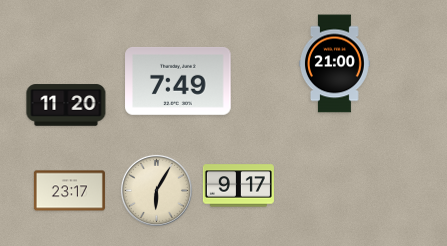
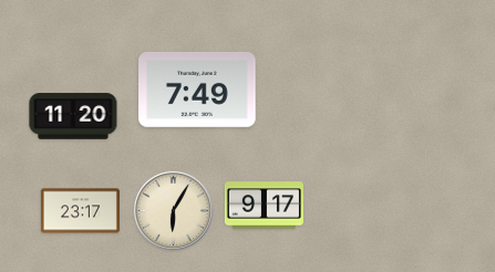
clock at (334, 64): 21:00 -> none
clock at (69, 191) position: (69, 191) -> (80, 211)
